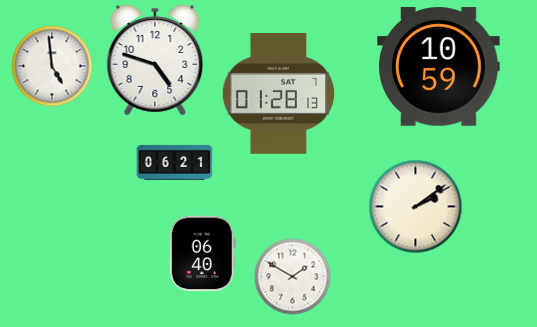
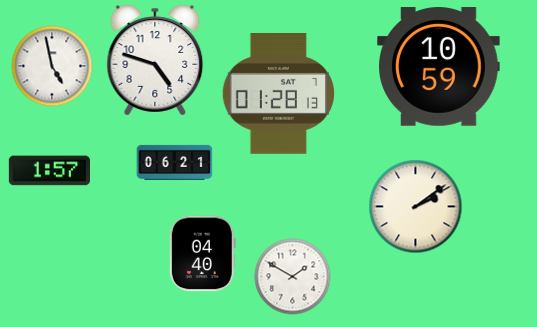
clock at (52, 66): 4:59 -> 4:58
clock at (49, 171): none -> 1:57
clock at (202, 254): 06:40 -> 04:40
